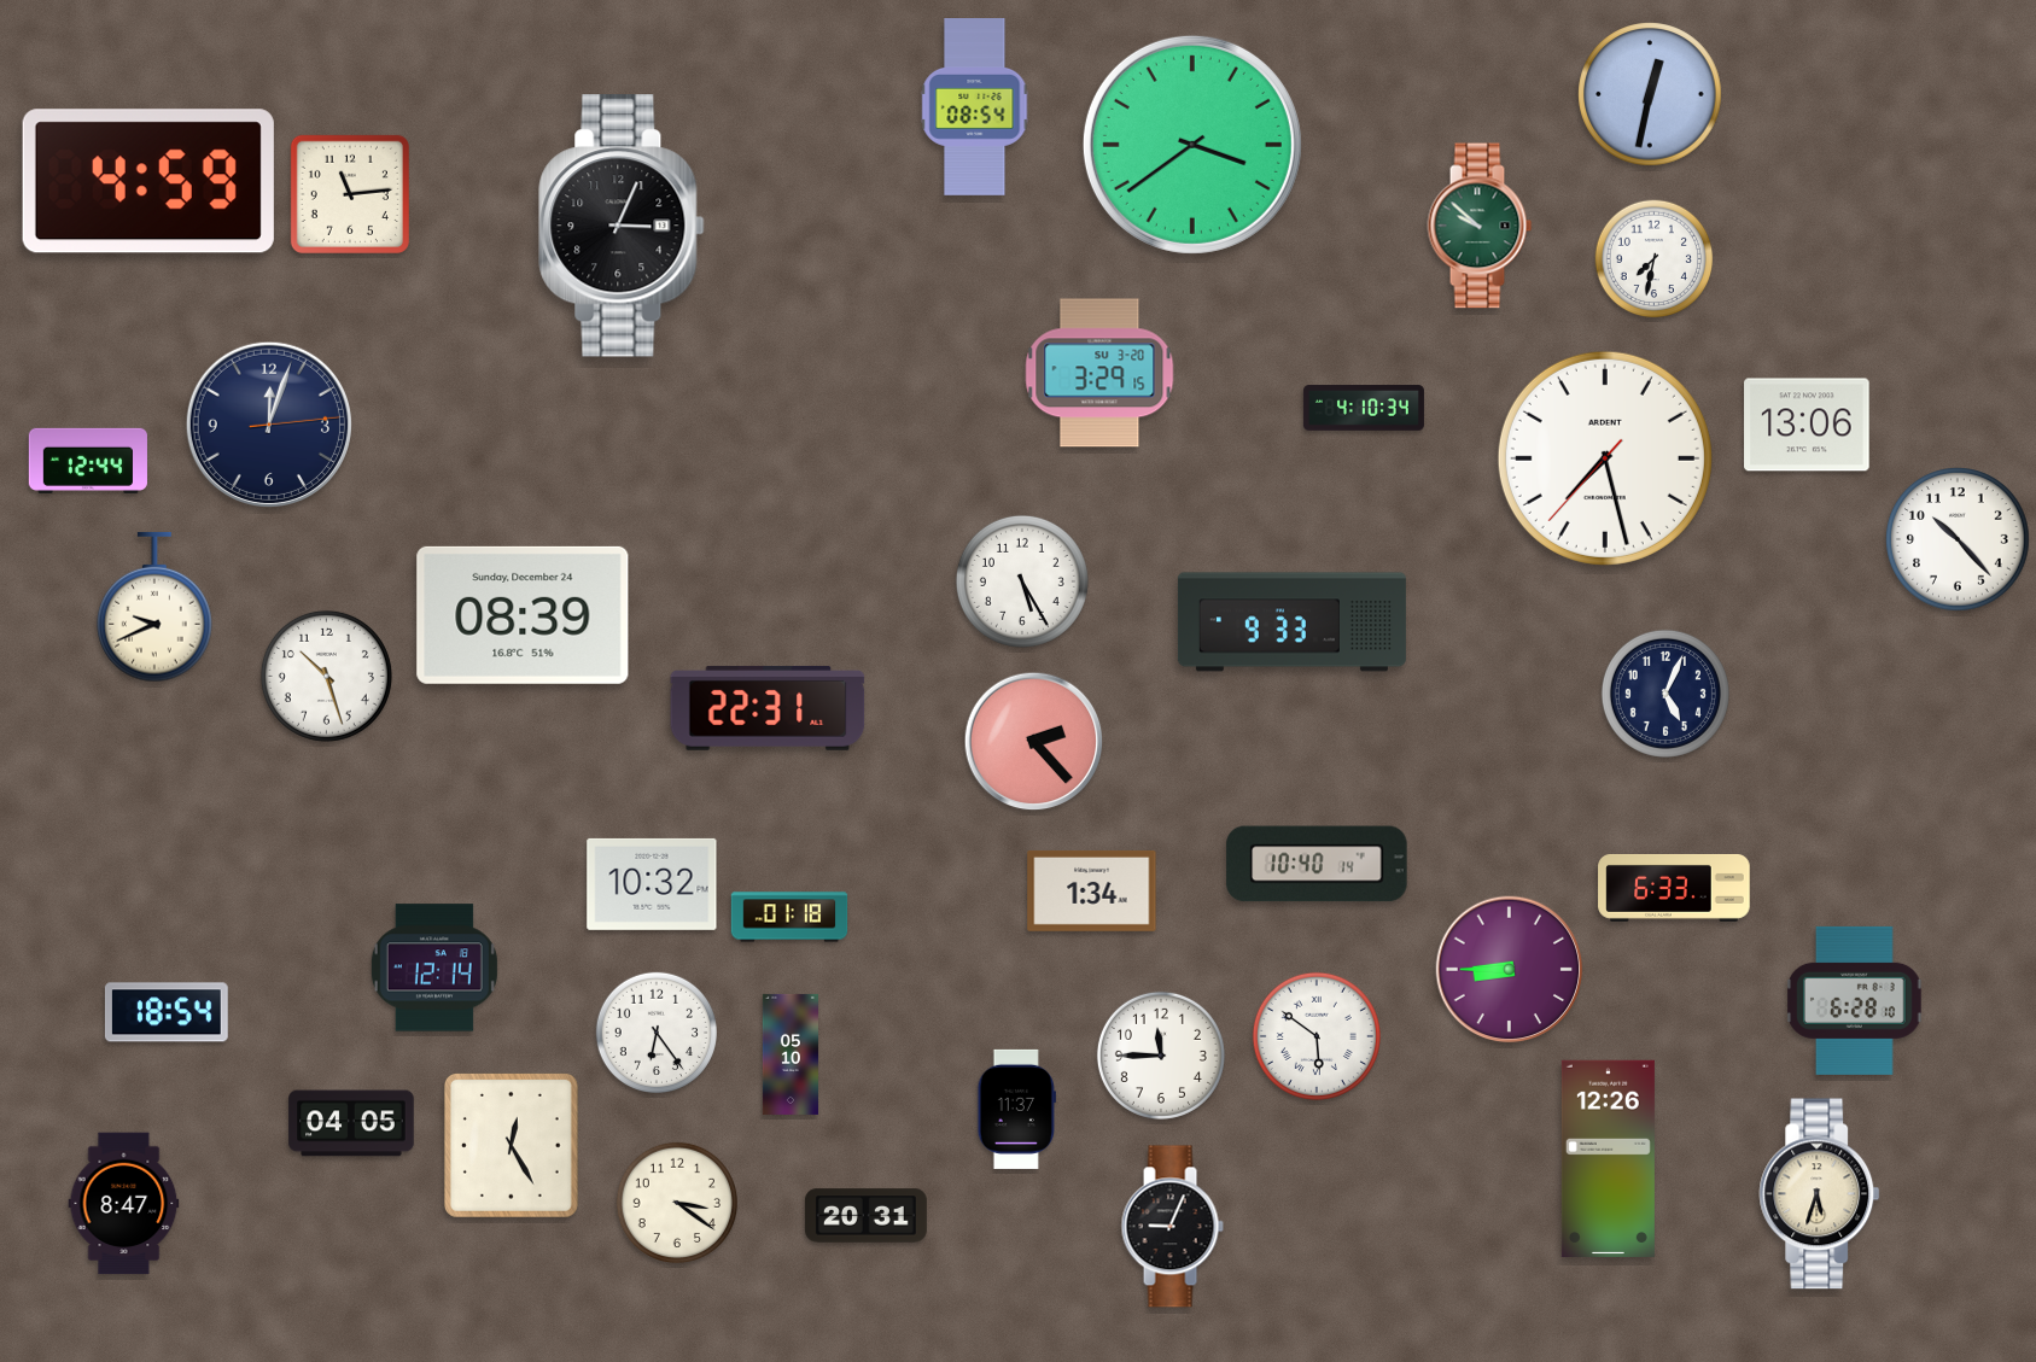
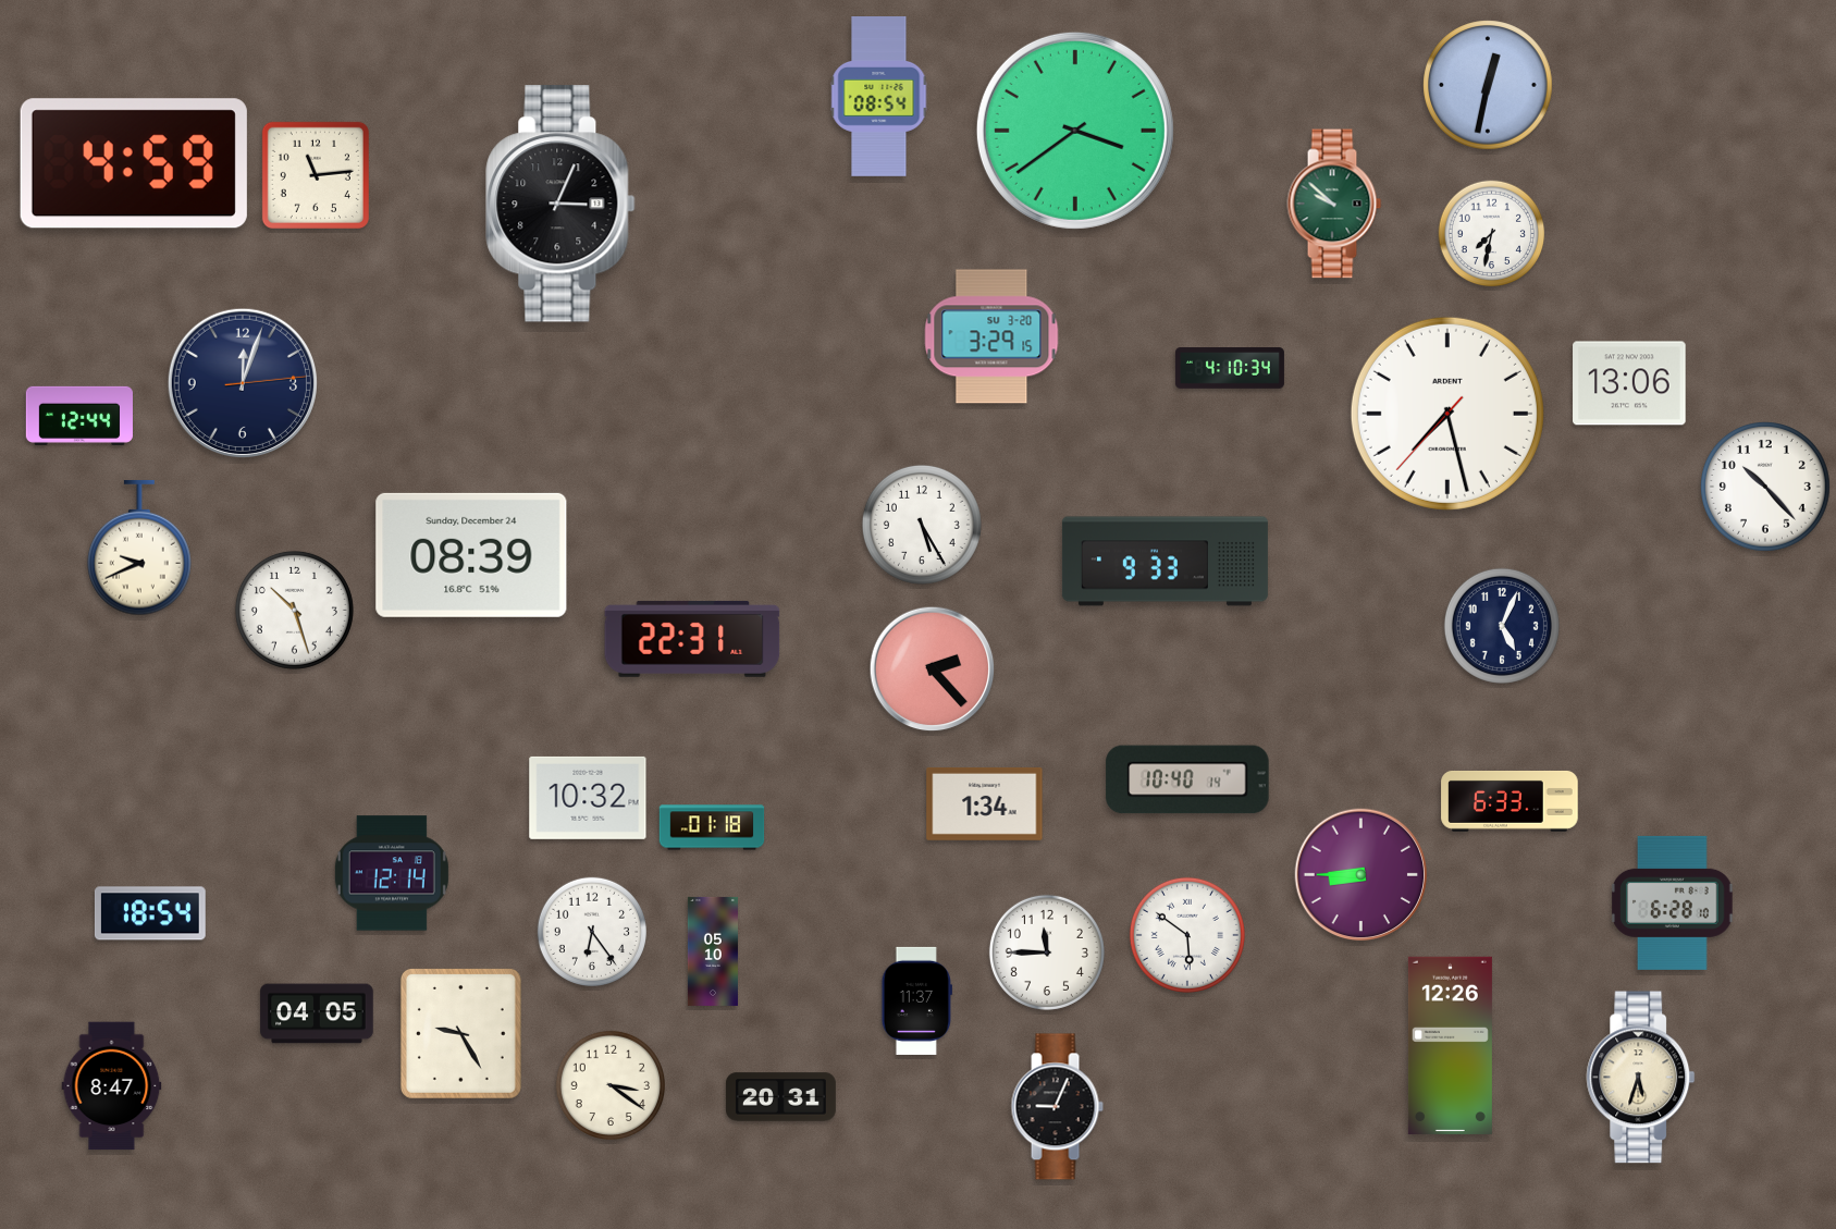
clock at (511, 1145): 12:25 -> 9:25
